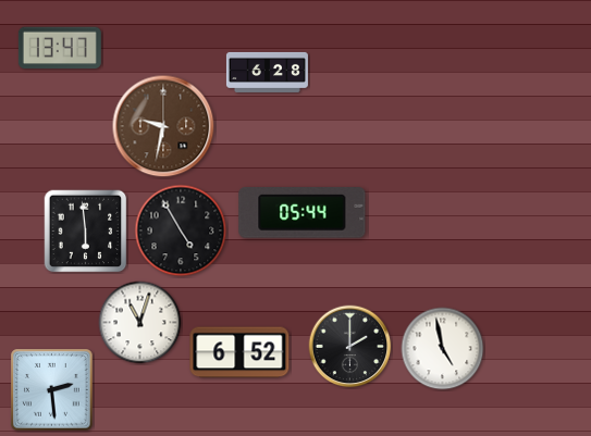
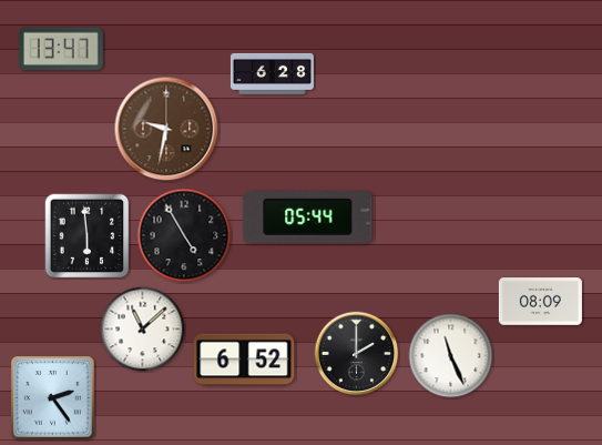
clock at (540, 302): none -> 08:09
clock at (140, 323): 11:03 -> 11:08
clock at (443, 349): 4:58 -> 11:26
clock at (52, 390): 2:29 -> 2:24
